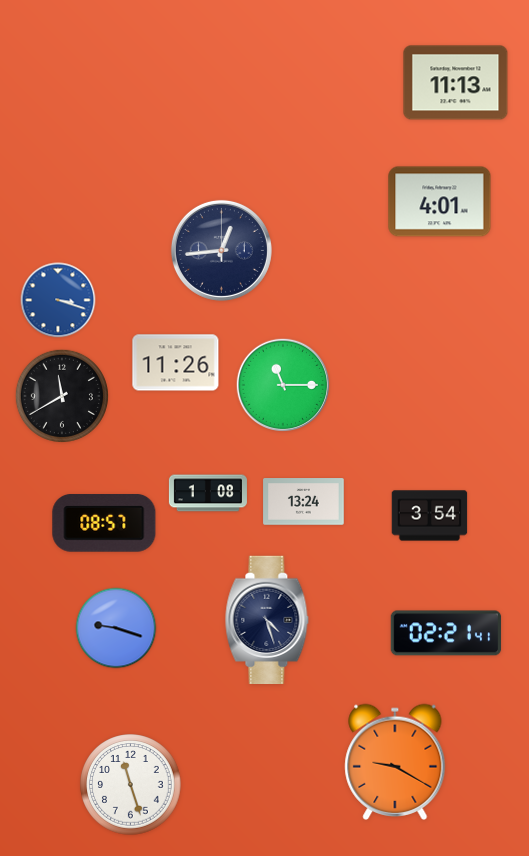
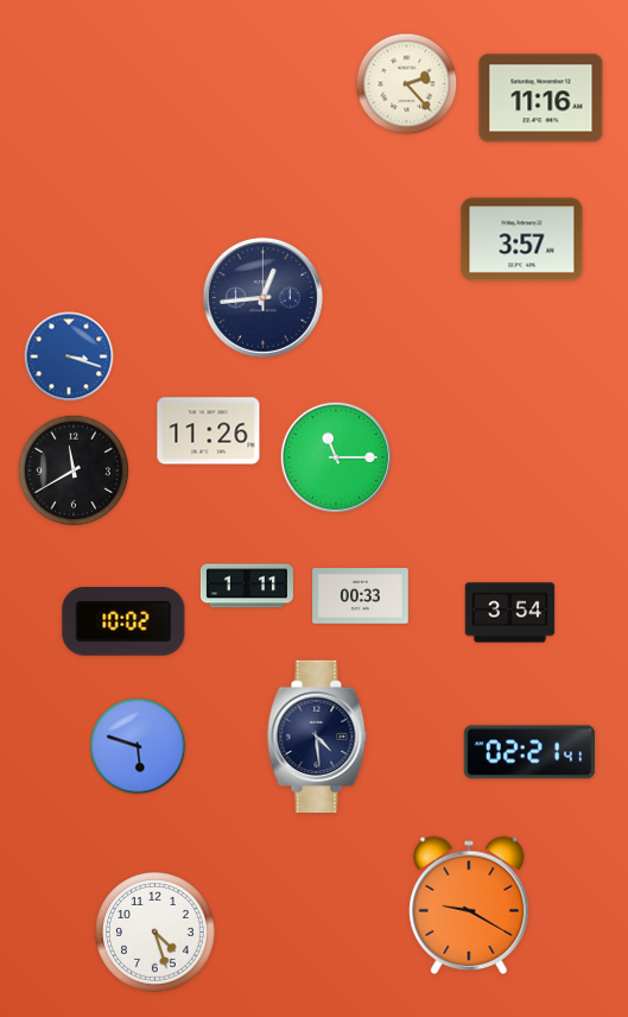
clock at (407, 84): none -> 2:23
clock at (456, 83): 11:13 -> 11:16
clock at (440, 202): 4:01 -> 3:57
clock at (208, 493): 1:08 -> 1:11
clock at (304, 502): 13:24 -> 00:33
clock at (104, 524): 08:57 -> 10:02
clock at (267, 619): 4:27 -> 4:29
clock at (116, 628): 9:18 -> 5:48
clock at (131, 785): 11:27 -> 4:27
